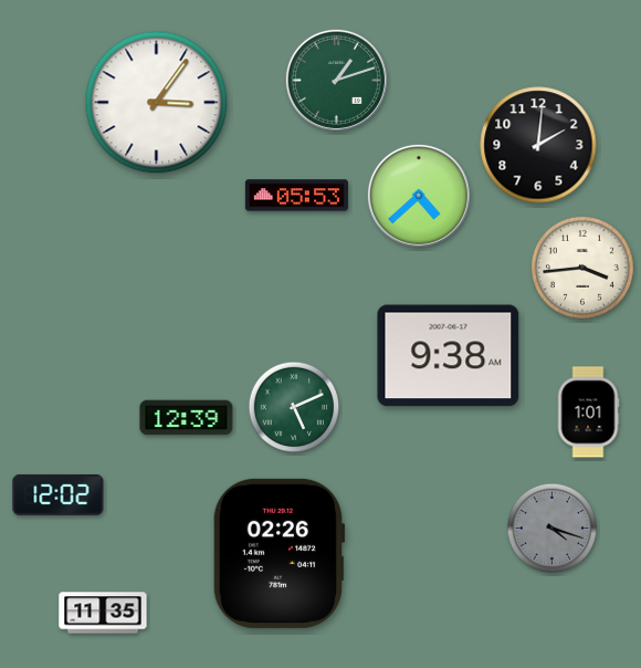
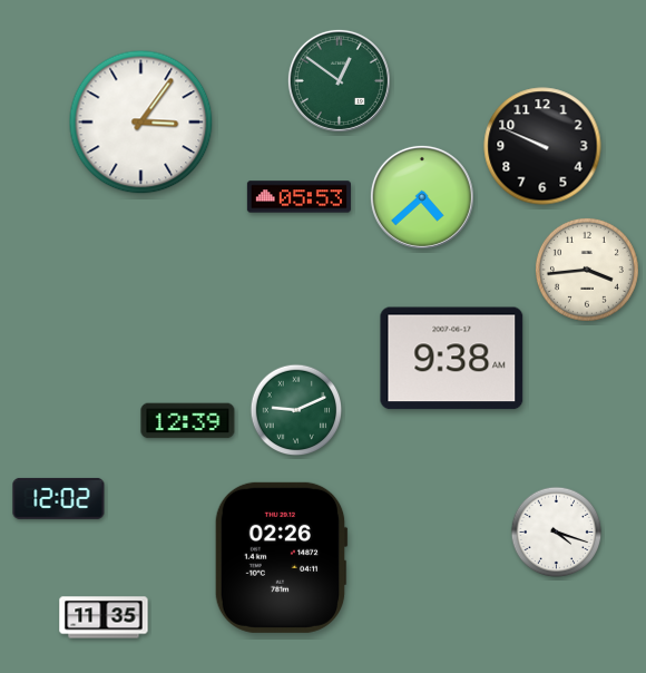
clock at (336, 80): 1:12 -> 12:51
clock at (157, 103) position: (157, 103) -> (141, 123)
clock at (538, 145): 2:01 -> 9:49
clock at (294, 407): 5:11 -> 9:11
clock at (588, 413): 1:01 -> none
clock at (553, 529) dial: grey -> white
